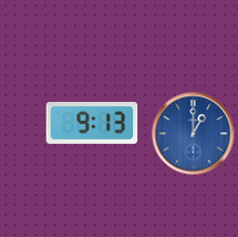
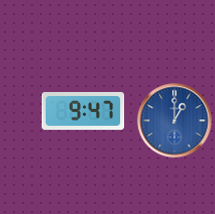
clock at (92, 124): 9:13 -> 9:47
